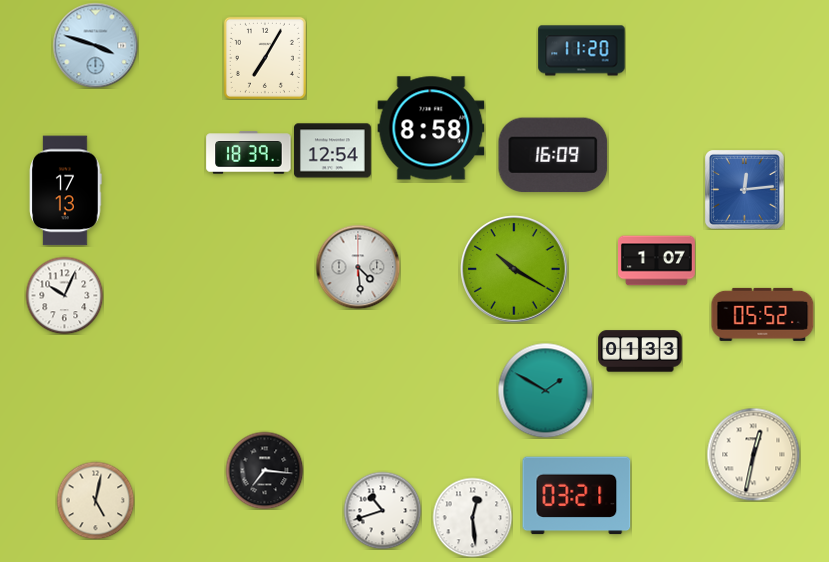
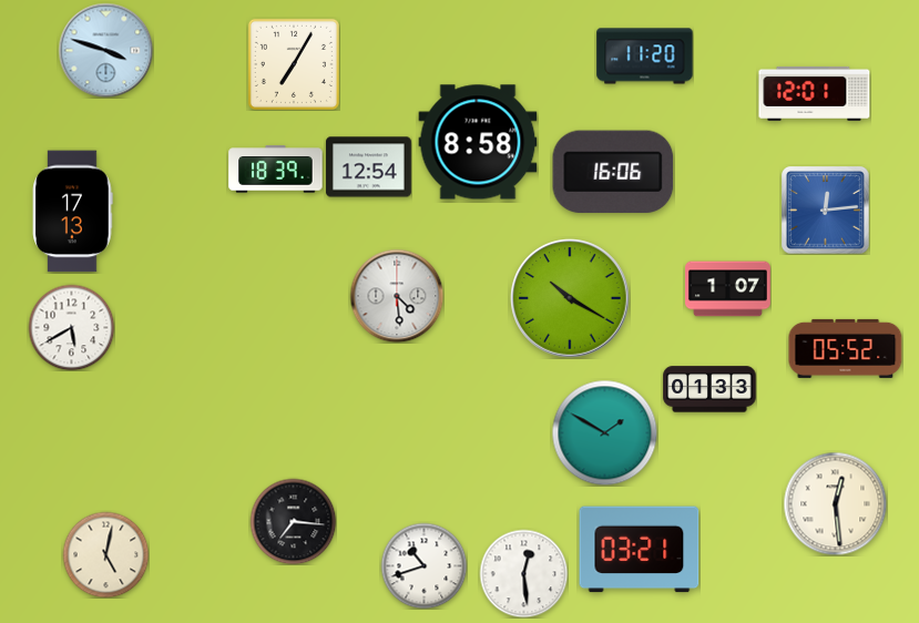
clock at (815, 93): none -> 12:01
clock at (553, 155): 16:09 -> 16:06
clock at (64, 295): 10:04 -> 5:40
clock at (753, 454): 12:32 -> 12:29
